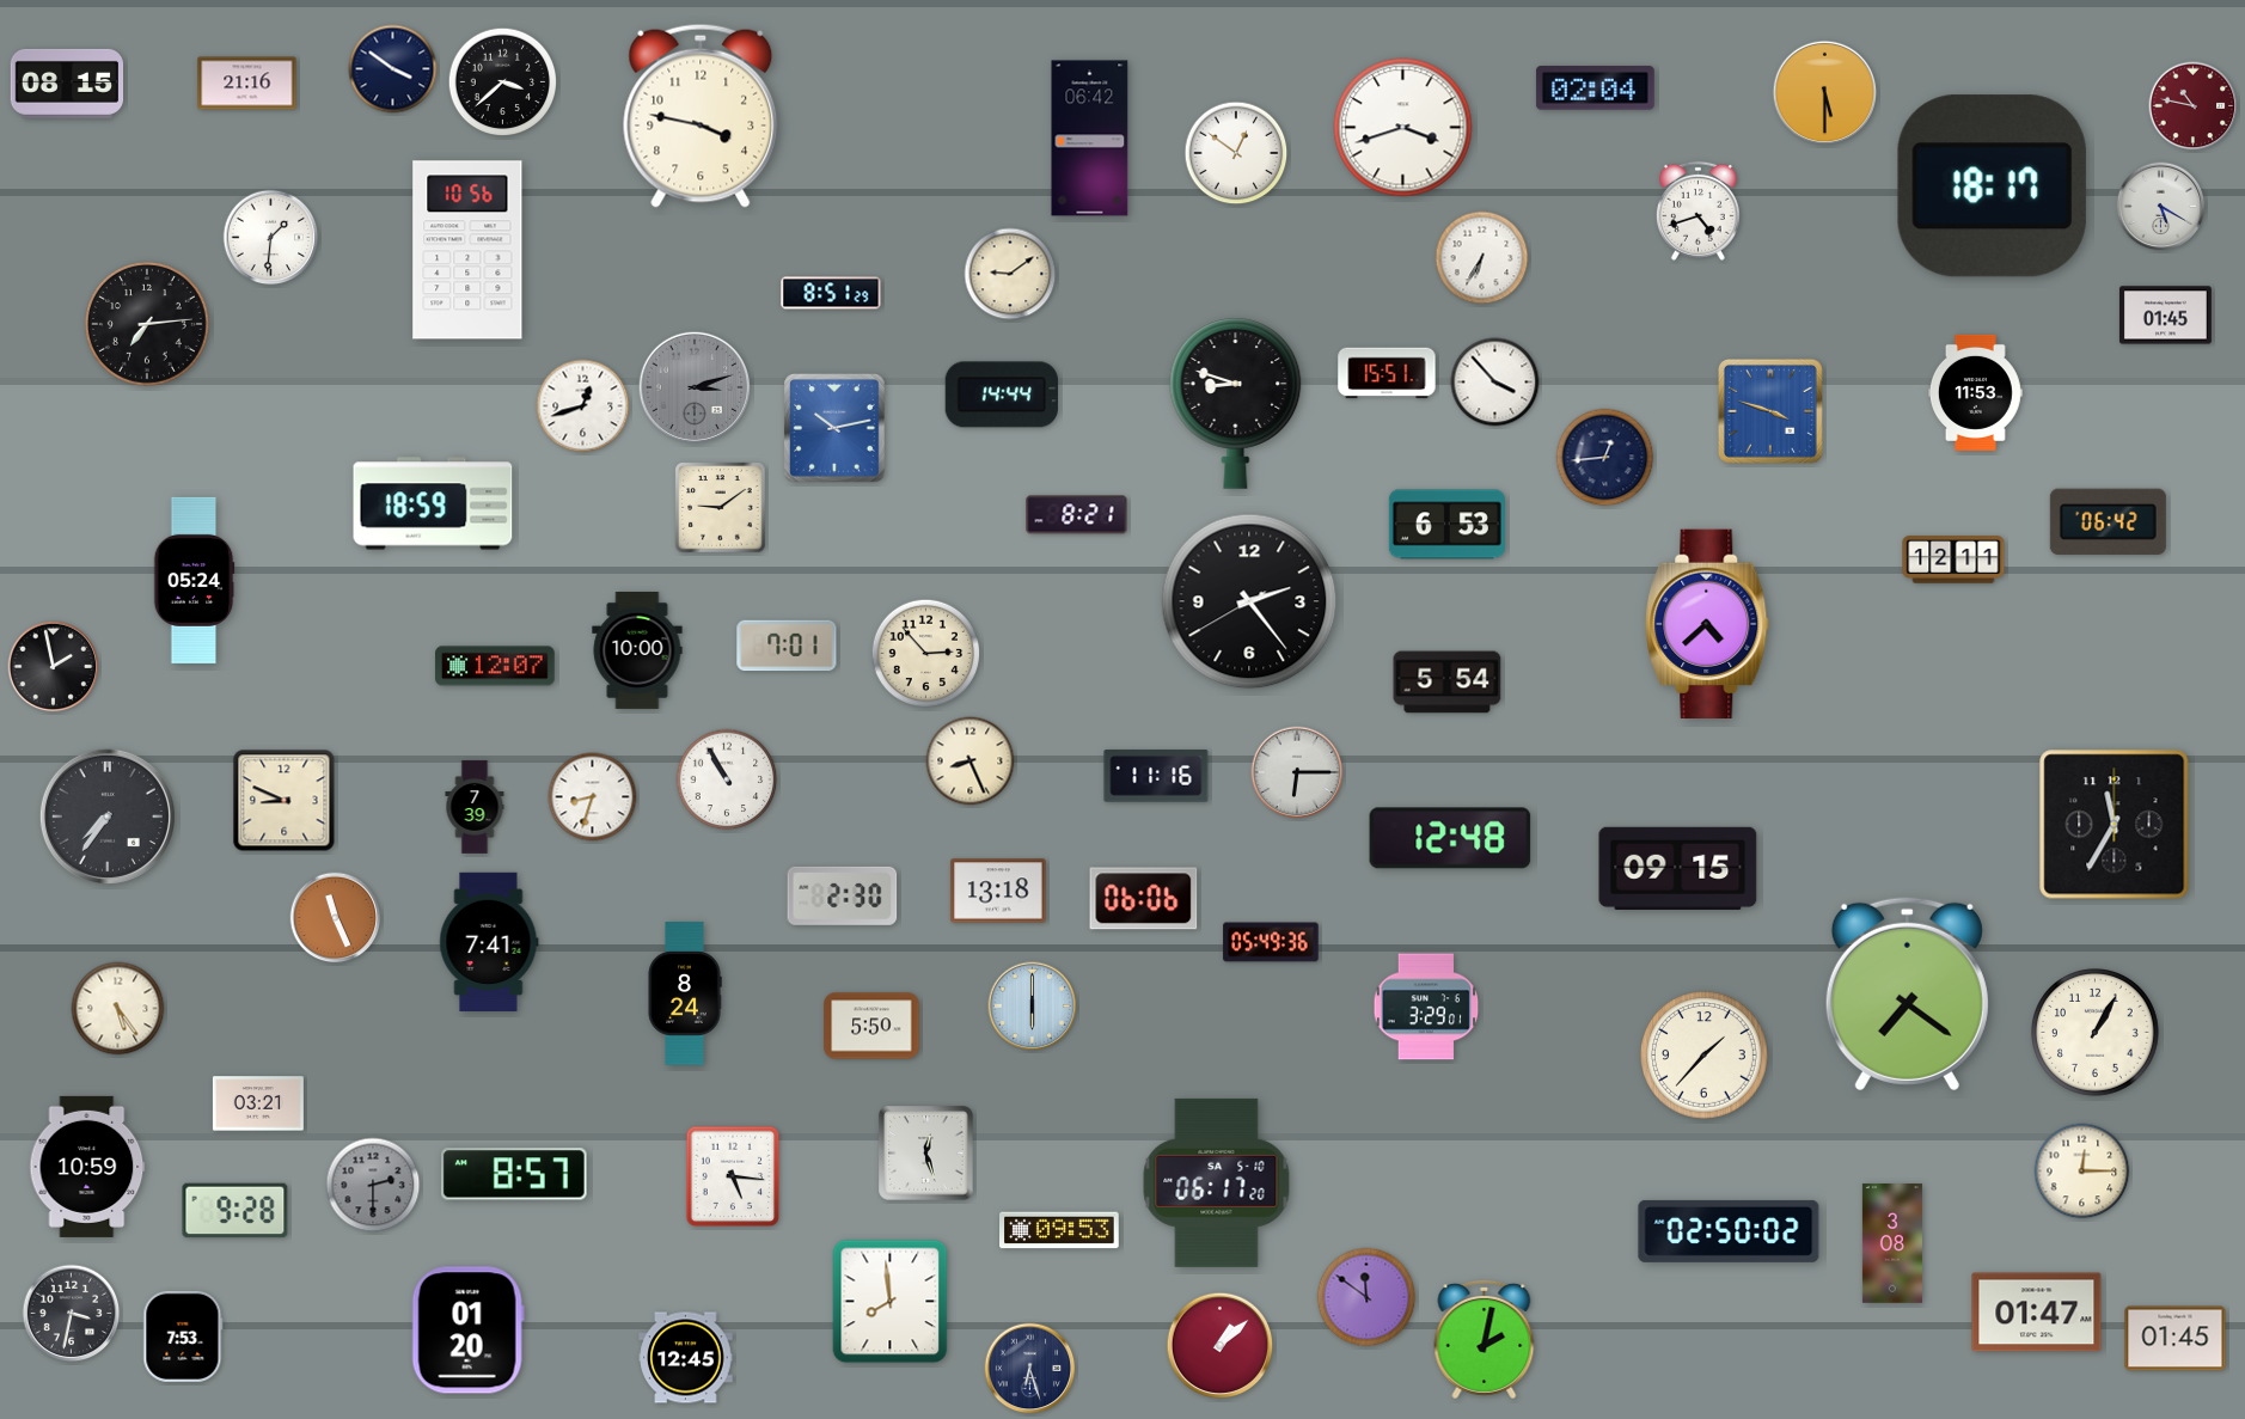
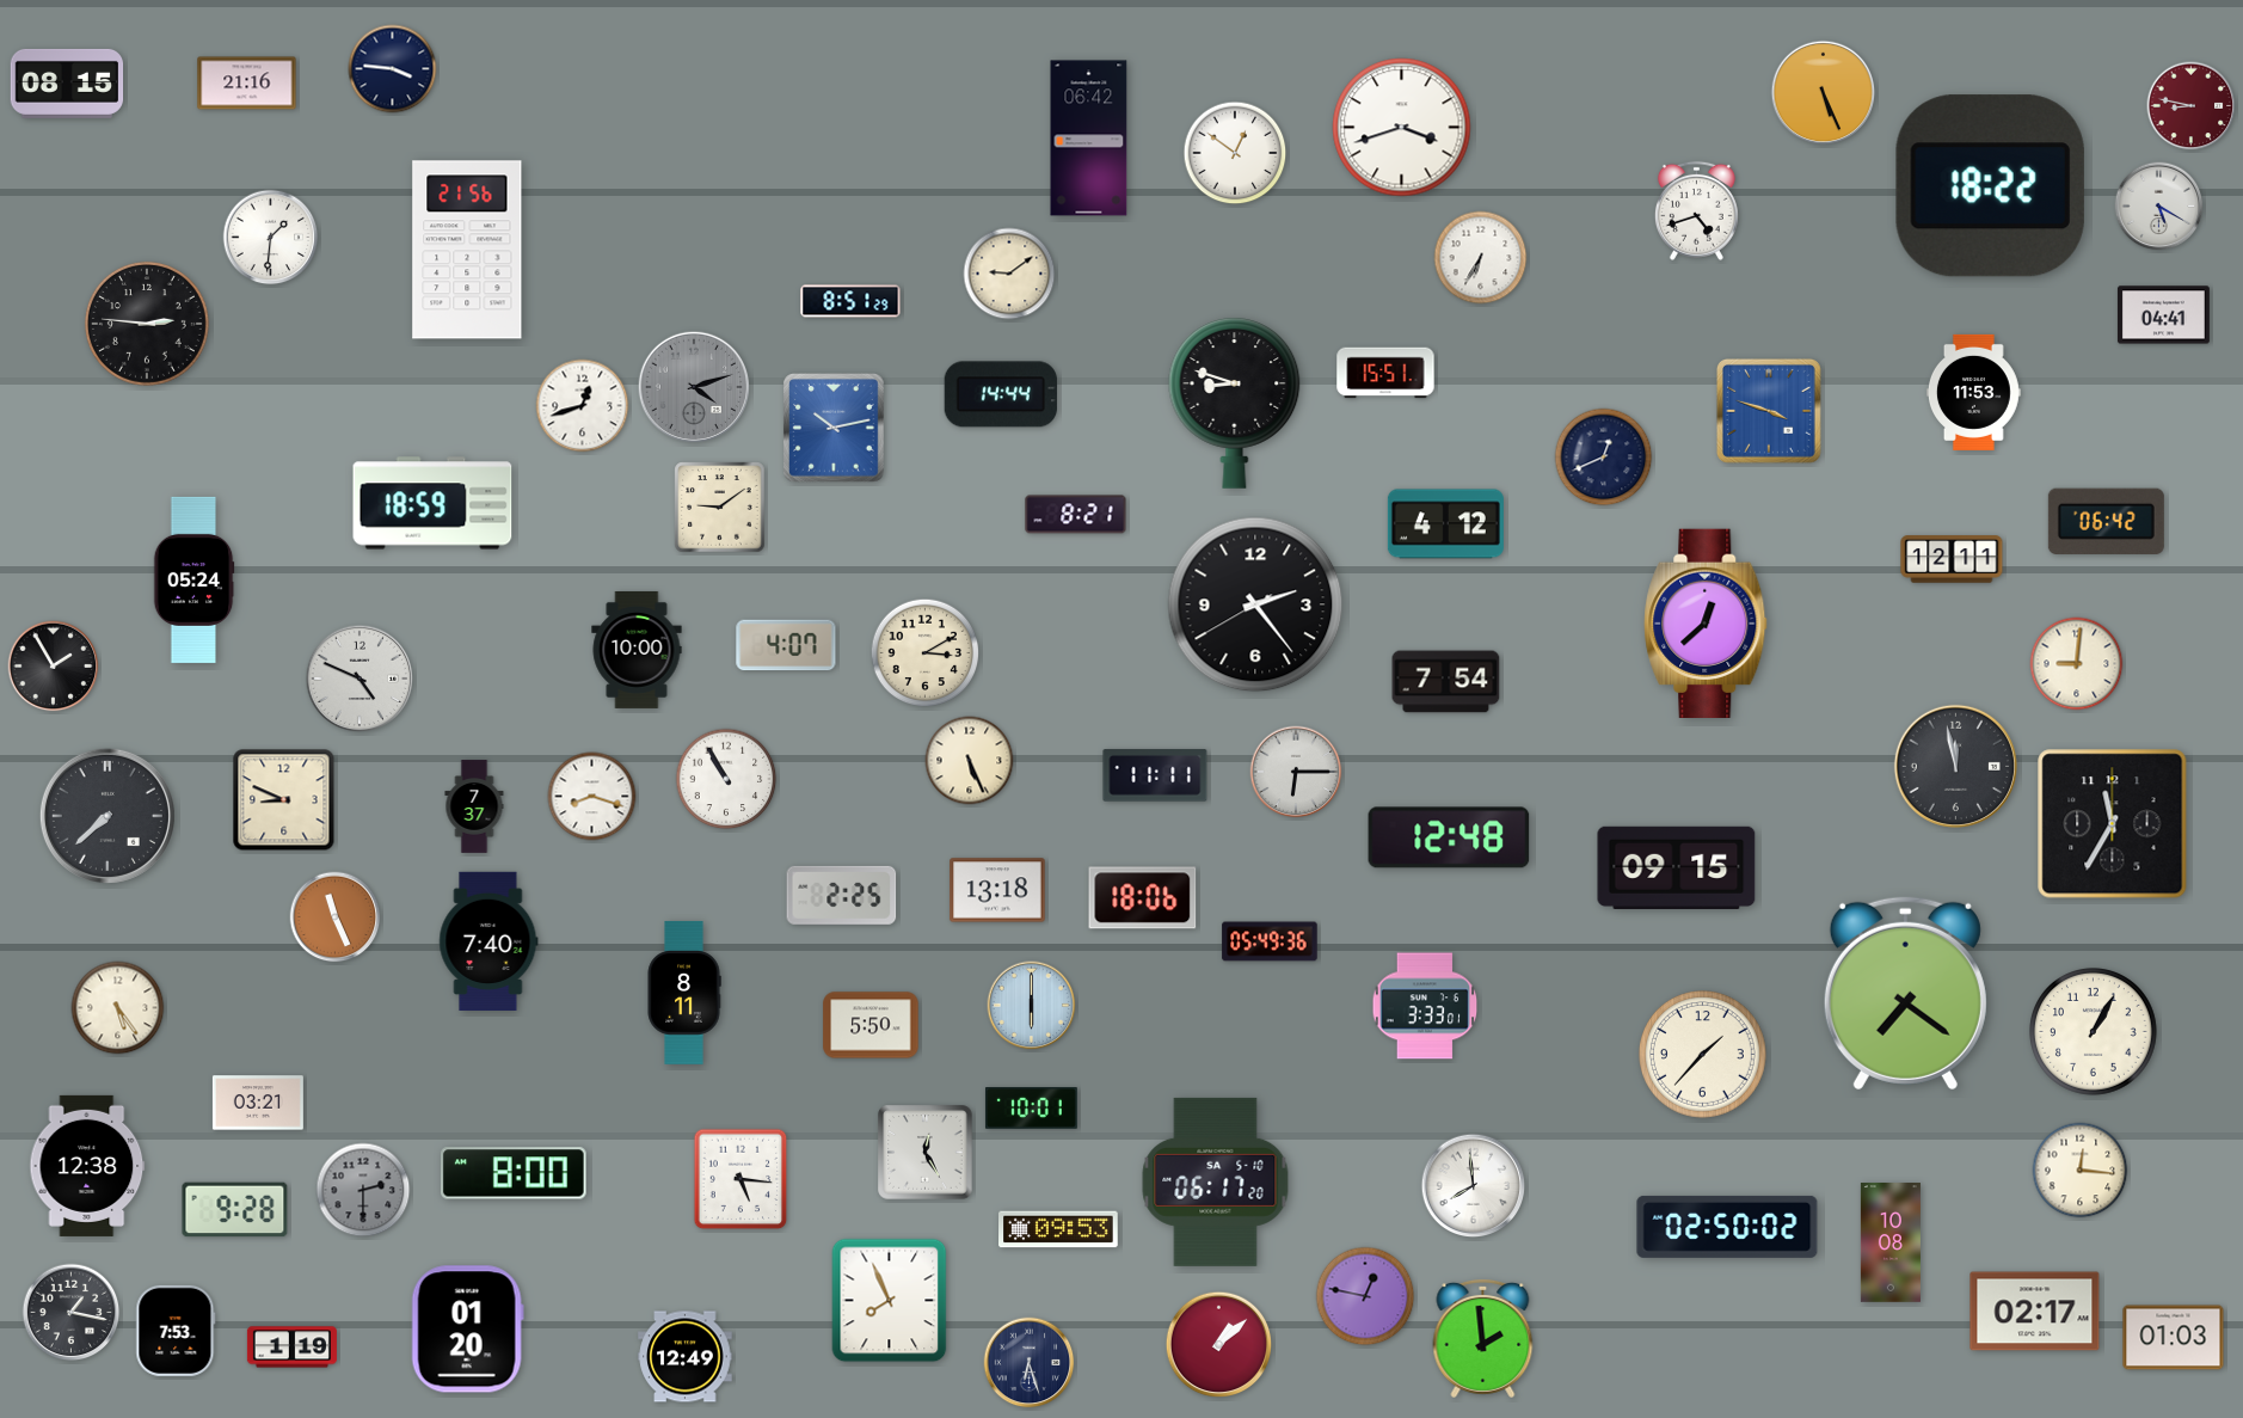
clock at (393, 69): 3:51 -> 3:46
clock at (503, 82): 3:38 -> none
clock at (1595, 88): 02:04 -> none
clock at (1825, 93): 5:30 -> 5:26
clock at (2194, 106): 10:47 -> 8:47
clock at (701, 116): 3:47 -> none
clock at (1992, 186): 18:17 -> 18:22
clock at (467, 250): 10:56 -> 21:56
clock at (831, 293) position: (831, 293) -> (850, 301)
clock at (2166, 316): 01:45 -> 04:41
clock at (147, 324): 7:14 -> 2:46
clock at (1495, 383): 3:53 -> none
clock at (695, 387): 3:12 -> 4:12
clock at (1605, 458): 12:44 -> 12:41
clock at (1446, 525): 6:53 -> 4:12
clock at (1249, 601) position: (1249, 601) -> (1255, 604)
clock at (1707, 623): 4:38 -> 12:38
clock at (787, 646): 7:01 -> 4:07
clock at (926, 654): 2:53 -> 3:10
clock at (2077, 664): none -> 9:01
clock at (495, 666): 12:07 -> none
clock at (54, 667): 1:58 -> 1:55
clock at (360, 679): none -> 4:49
clock at (1448, 683): 5:54 -> 7:54
clock at (971, 762): 8:26 -> 5:26
clock at (1955, 766): none -> 11:58
clock at (1156, 776): 11:16 -> 11:11
clock at (593, 797): 8:33 -> 8:18
clock at (475, 807): 7:39 -> 7:37
clock at (108, 816): 7:36 -> 7:38
clock at (843, 895): 2:30 -> 2:25
clock at (1144, 899): 06:06 -> 18:06
clock at (489, 941): 7:41 -> 7:40
clock at (685, 993): 8:24 -> 8:11
clock at (1426, 1007): 3:29 -> 3:33
clock at (1031, 1109): none -> 10:01
clock at (926, 1154): 12:27 -> 12:25
clock at (87, 1167): 10:59 -> 12:38
clock at (2082, 1172): 12:15 -> 12:16
clock at (514, 1174): 8:57 -> 8:00
clock at (733, 1176) position: (733, 1176) -> (741, 1179)
clock at (373, 1185) position: (373, 1185) -> (363, 1190)
clock at (1474, 1186): none -> 7:59
clock at (1729, 1231) position: (1729, 1231) -> (1727, 1227)
clock at (1892, 1243): 3:08 -> 10:08
clock at (1366, 1297): 11:51 -> 12:47
clock at (891, 1302): 7:59 -> 7:56
clock at (2037, 1313): 01:47 -> 02:17
clock at (72, 1314): 3:32 -> 1:17
clock at (183, 1337) position: (183, 1337) -> (176, 1331)
clock at (1485, 1339): 2:02 -> 1:59
clock at (2176, 1339): 01:45 -> 01:03
clock at (291, 1348): none -> 1:19
clock at (686, 1358): 12:45 -> 12:49
clock at (1030, 1369) position: (1030, 1369) -> (1030, 1363)
